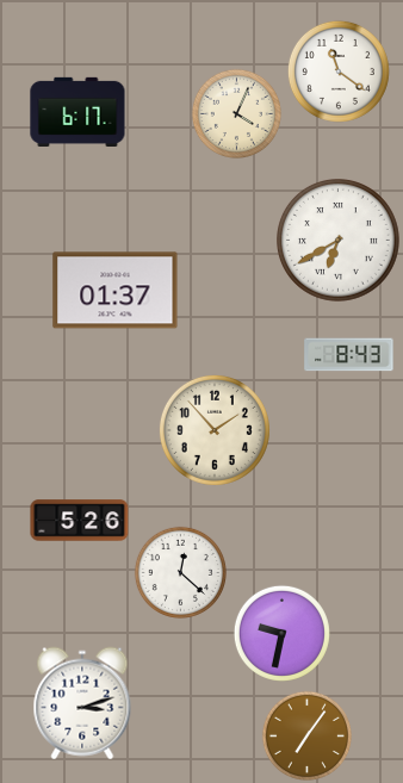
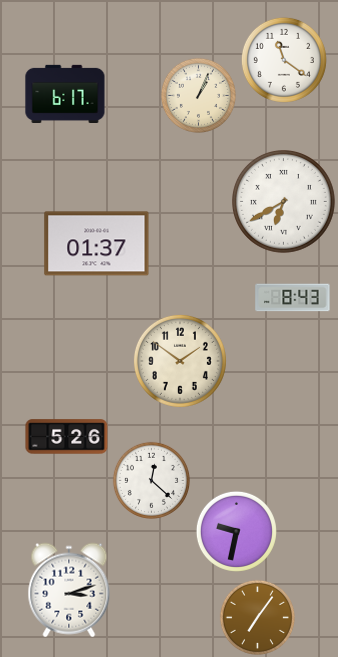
clock at (236, 113): 4:04 -> 1:04
clock at (215, 430): 1:53 -> 1:51
